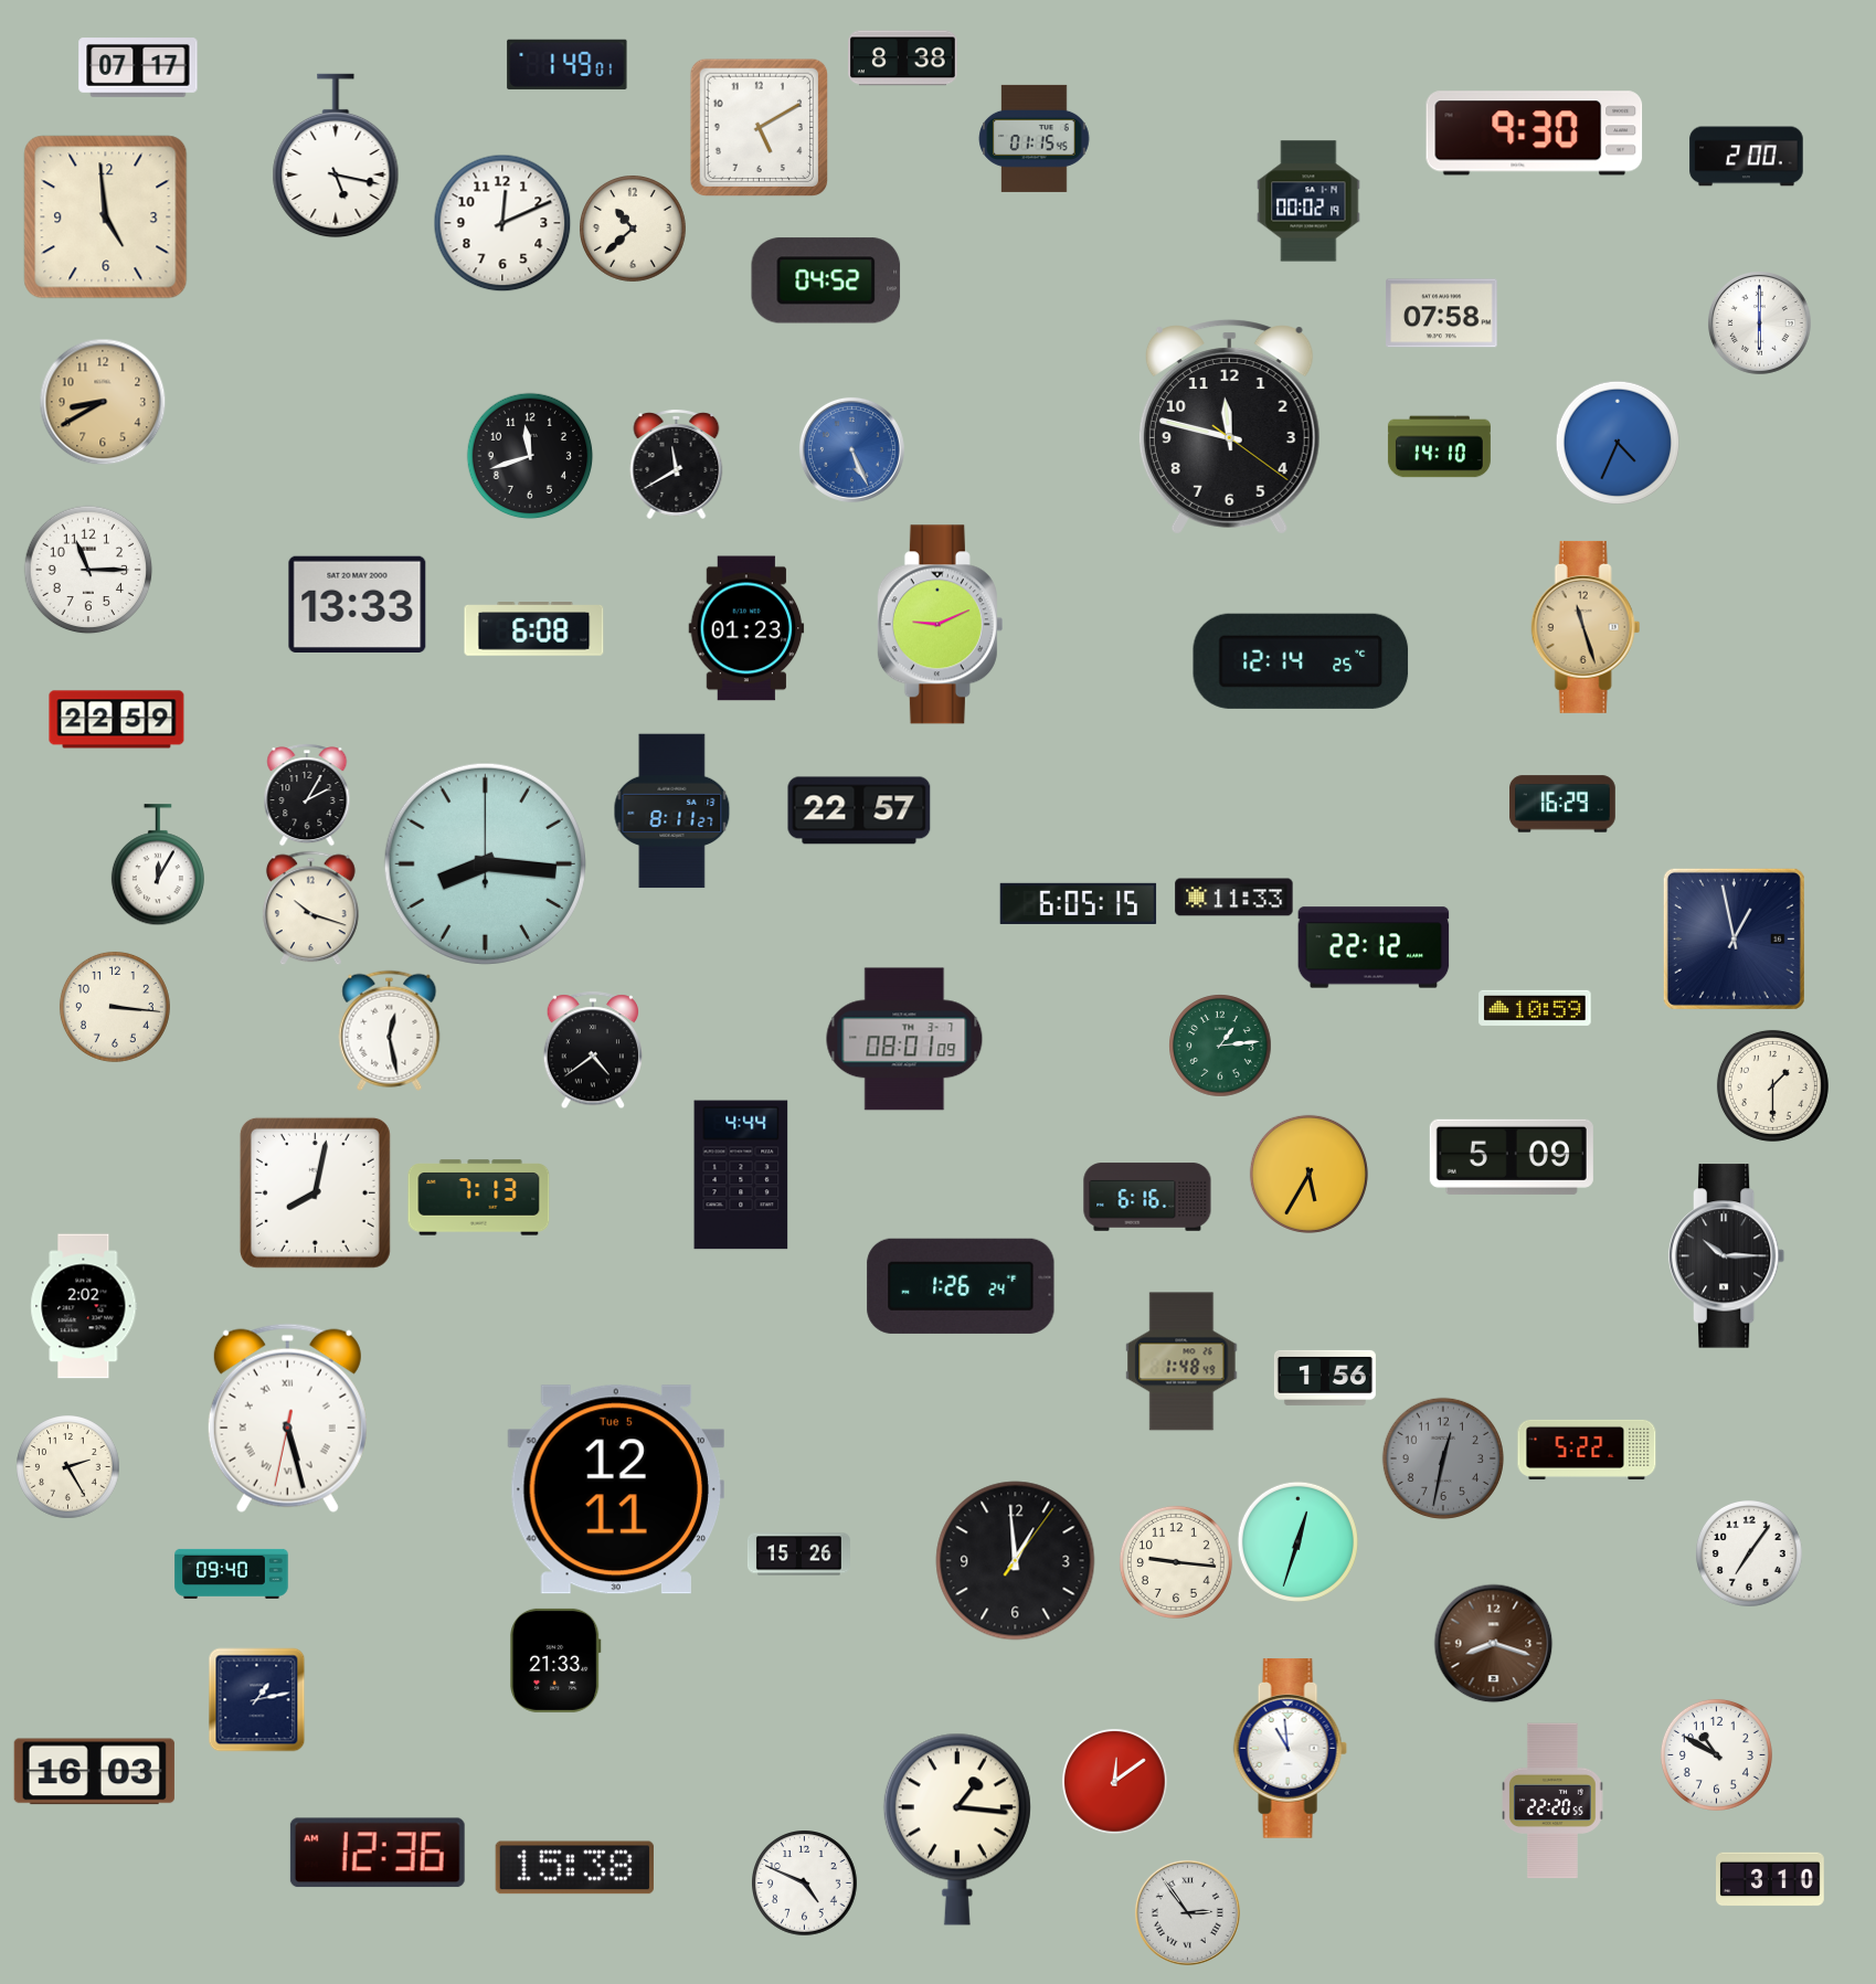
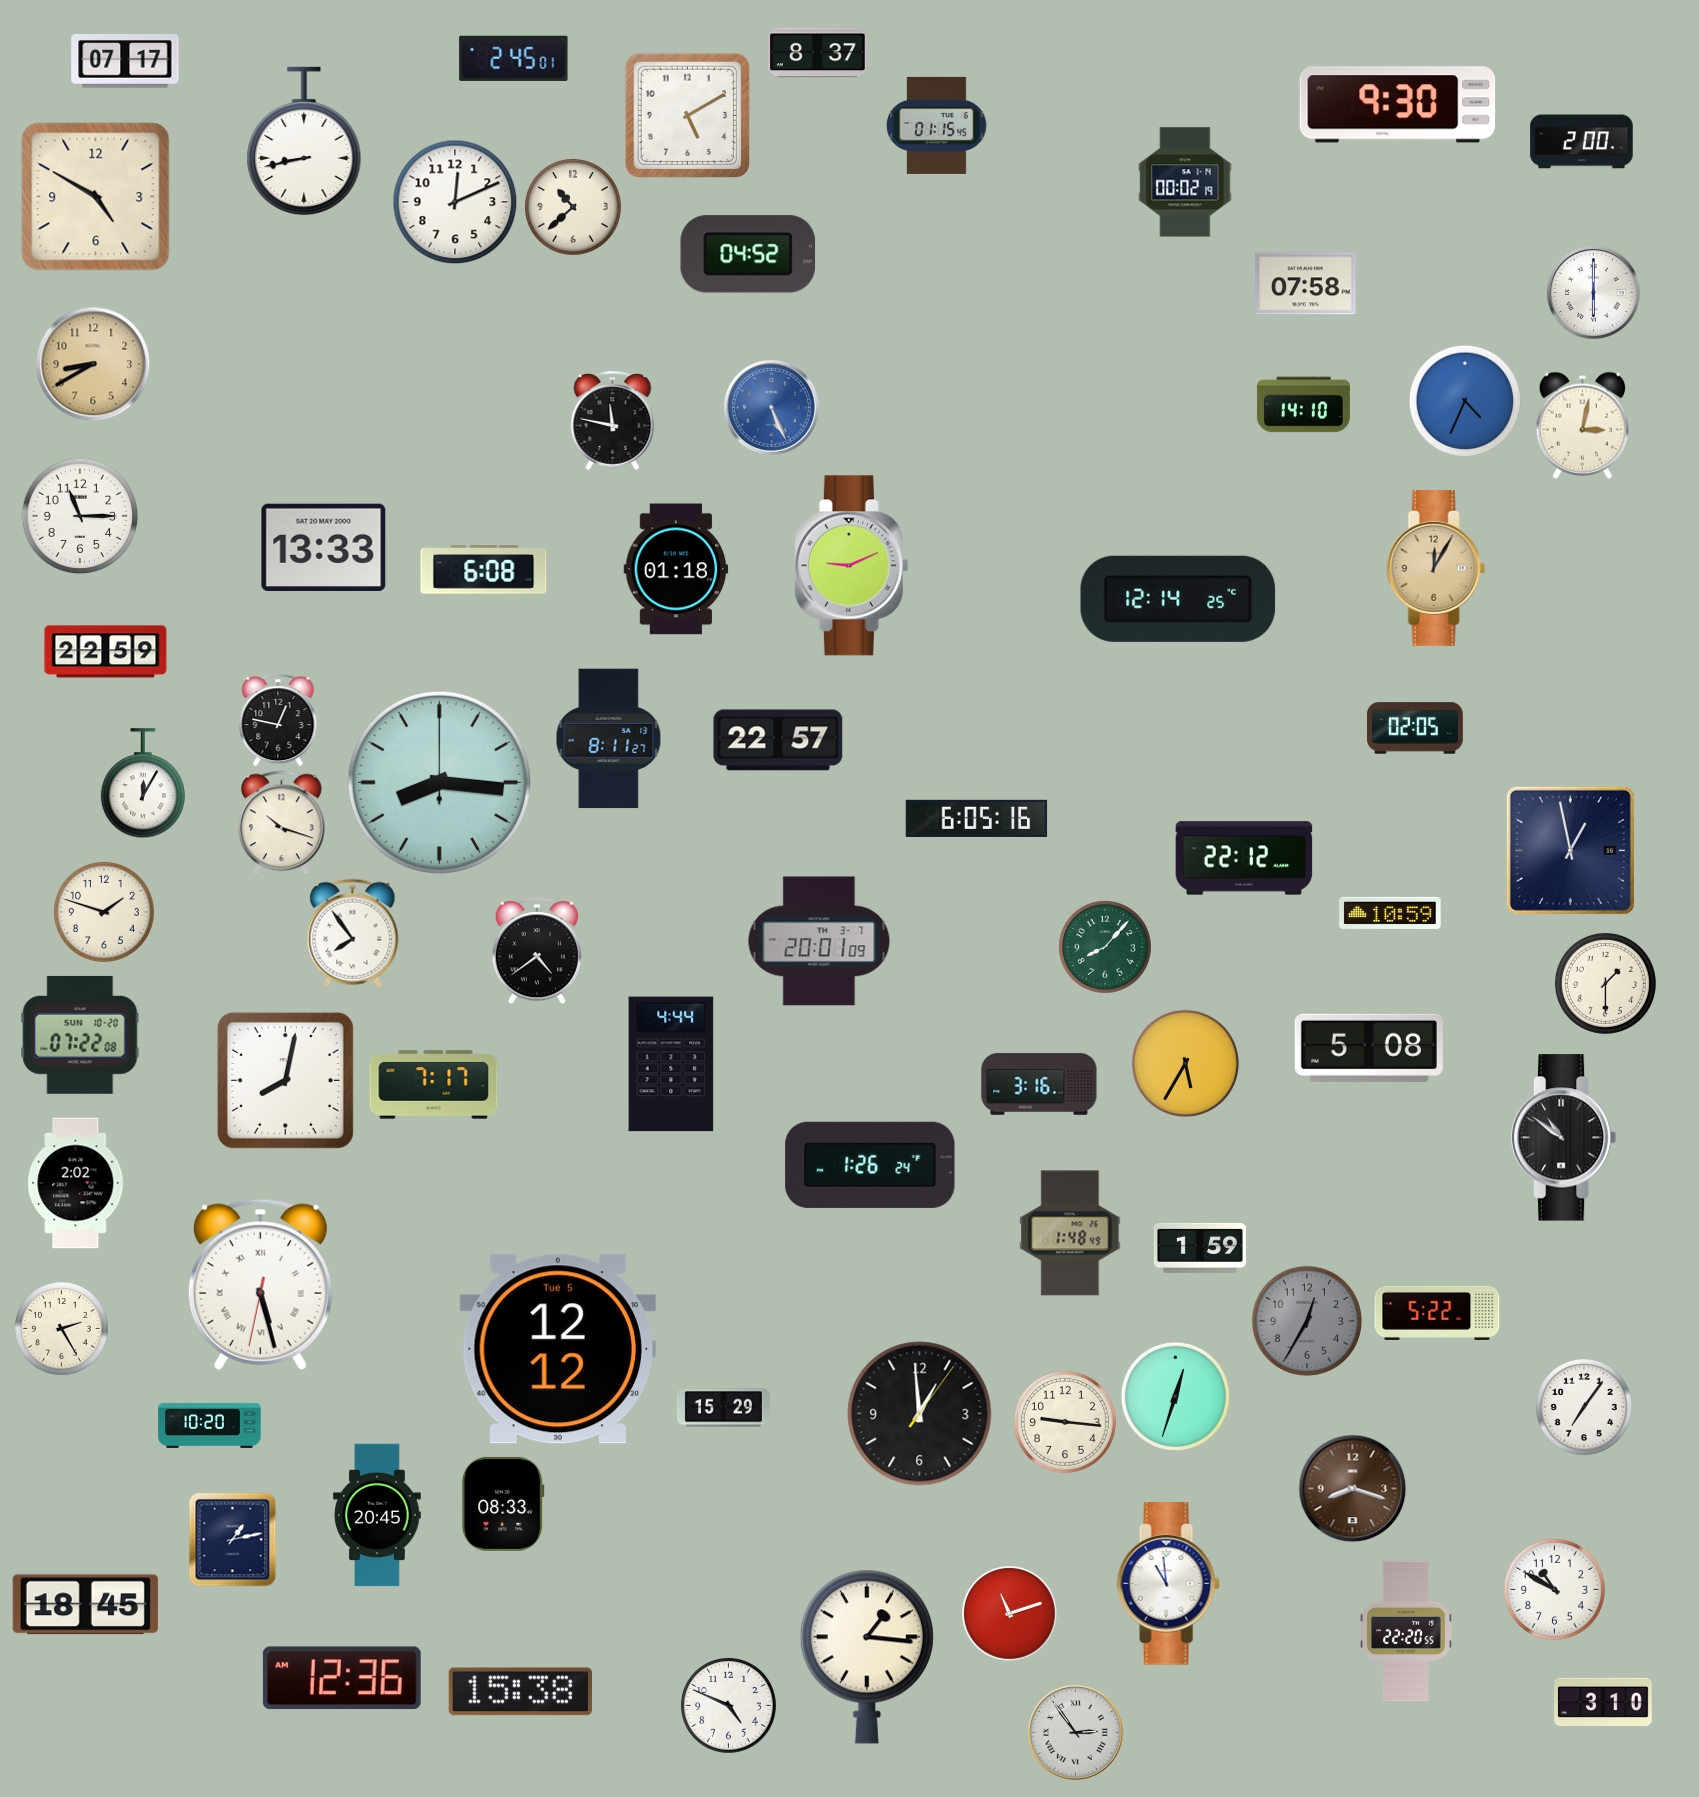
clock at (903, 59): 8:38 -> 8:37
clock at (568, 64): 1:49 -> 2:45
clock at (1535, 134) position: (1535, 134) -> (1398, 105)
clock at (336, 156): 5:17 -> 8:43
clock at (106, 218): 4:59 -> 4:50
clock at (1229, 427): 11:47 -> none
clock at (530, 456): 11:42 -> none
clock at (677, 464): 11:40 -> 11:47
clock at (1582, 425): none -> 3:02
clock at (1586, 627): 11:27 -> 12:05
clock at (746, 628): 01:23 -> 01:18
clock at (307, 795): 2:05 -> 12:47
clock at (1564, 804): 16:29 -> 02:05
clock at (859, 810) position: (859, 810) -> (778, 740)
clock at (672, 811) position: (672, 811) -> (609, 739)
clock at (1234, 898): 11:33 -> none
clock at (1079, 903): 6:05:15 -> 6:05:16
clock at (115, 1007): 3:16 -> 1:48
clock at (390, 1030): 12:28 -> 7:54
clock at (904, 1039): 08:01 -> 20:01
clock at (1220, 1046): 1:14 -> 8:07
clock at (80, 1035): none -> 07:22
clock at (1512, 1157): 5:09 -> 5:08
clock at (1147, 1197): 6:16 -> 3:16
clock at (479, 1198): 7:13 -> 7:17
clock at (1727, 1256): 10:15 -> 10:51
clock at (1325, 1378): 1:56 -> 1:59
clock at (1443, 1458): 12:32 -> 12:35
clock at (616, 1489): 12:11 -> 12:12
clock at (798, 1555): 15:26 -> 15:29
clock at (1176, 1562) position: (1176, 1562) -> (1065, 1422)
clock at (232, 1573): 09:40 -> 10:20
clock at (555, 1661): 21:33 -> 08:33
clock at (377, 1515): none -> 20:45
clock at (94, 1772): 16:03 -> 18:45
clock at (1115, 1782): 12:09 -> 11:12
